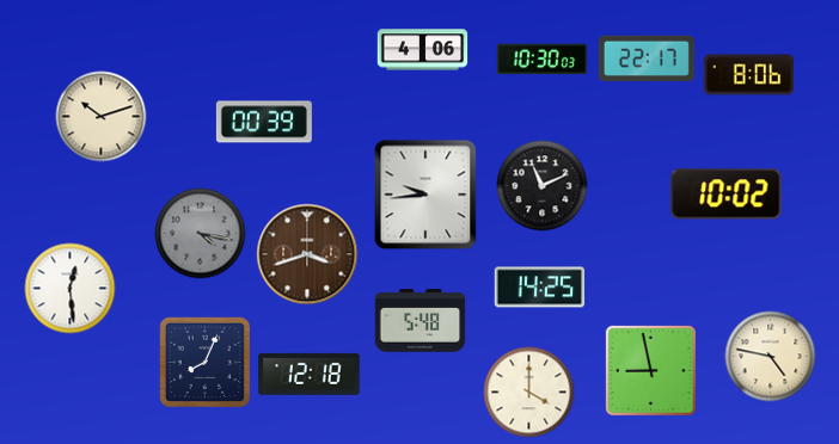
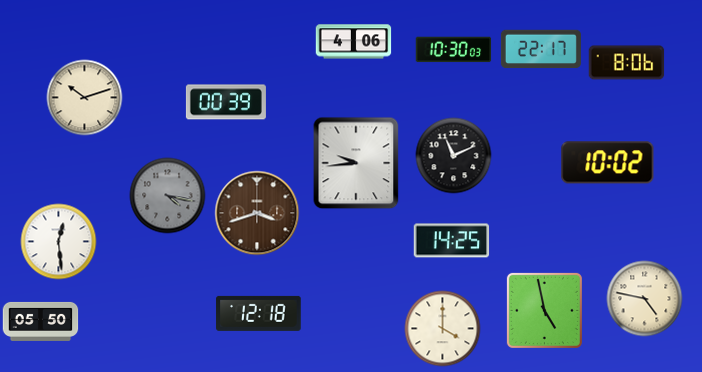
clock at (264, 122) position: (264, 122) -> (226, 102)
clock at (421, 321): 5:48 -> none
clock at (204, 362): 8:04 -> none
clock at (650, 370): 8:58 -> 4:58
clock at (41, 321): none -> 05:50
